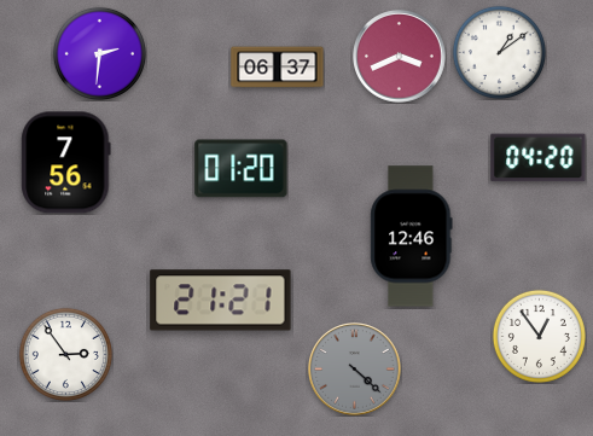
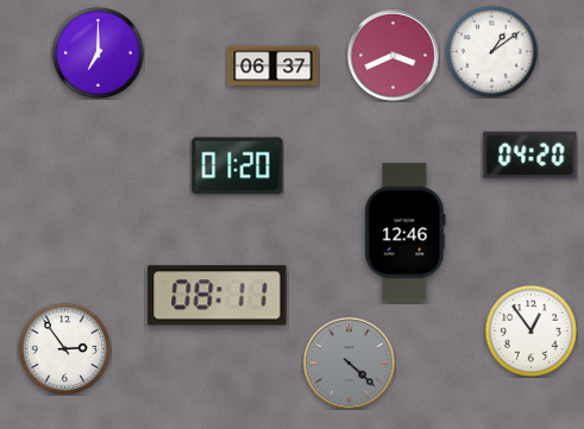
clock at (99, 53): 2:31 -> 7:00
clock at (66, 163): 7:56 -> none
clock at (221, 301): 21:21 -> 08:11
